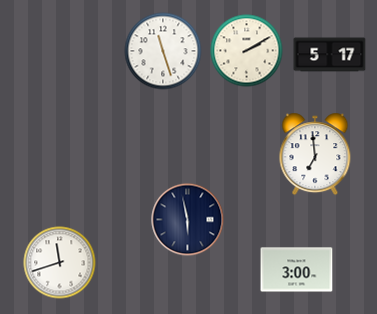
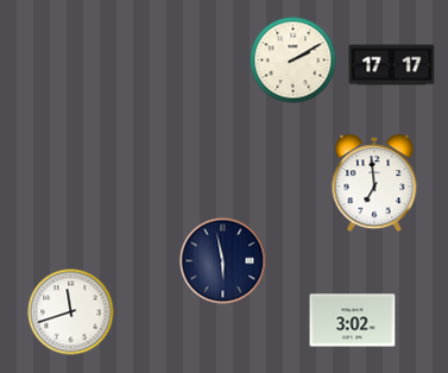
clock at (163, 51): 11:27 -> none
clock at (330, 55): 5:17 -> 17:17
clock at (297, 270): 3:00 -> 3:02
